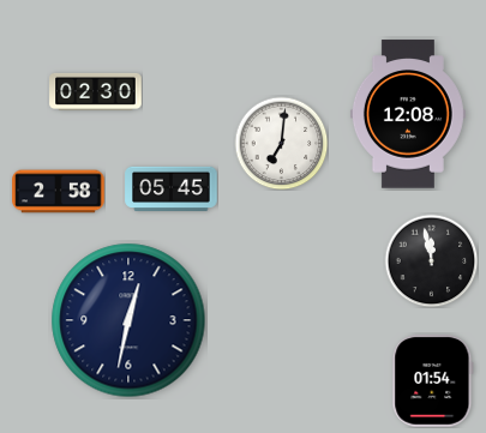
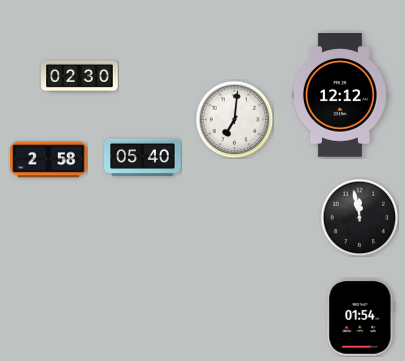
clock at (408, 114): 12:08 -> 12:12
clock at (172, 188): 05:45 -> 05:40
clock at (128, 320): 12:32 -> none
